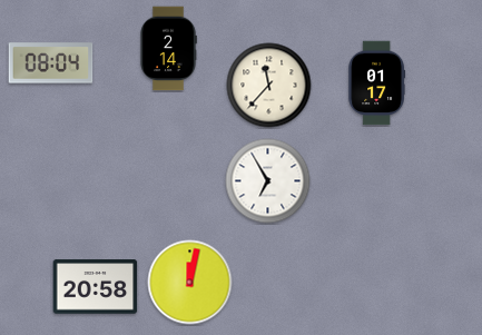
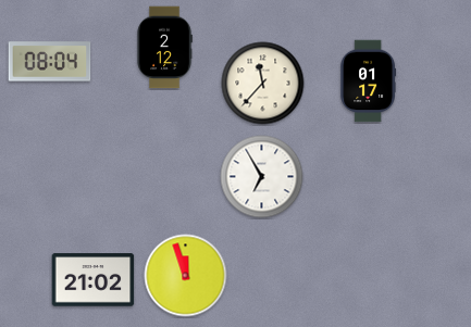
clock at (168, 49): 2:14 -> 2:12
clock at (190, 283): 12:02 -> 11:57
clock at (96, 287): 20:58 -> 21:02
